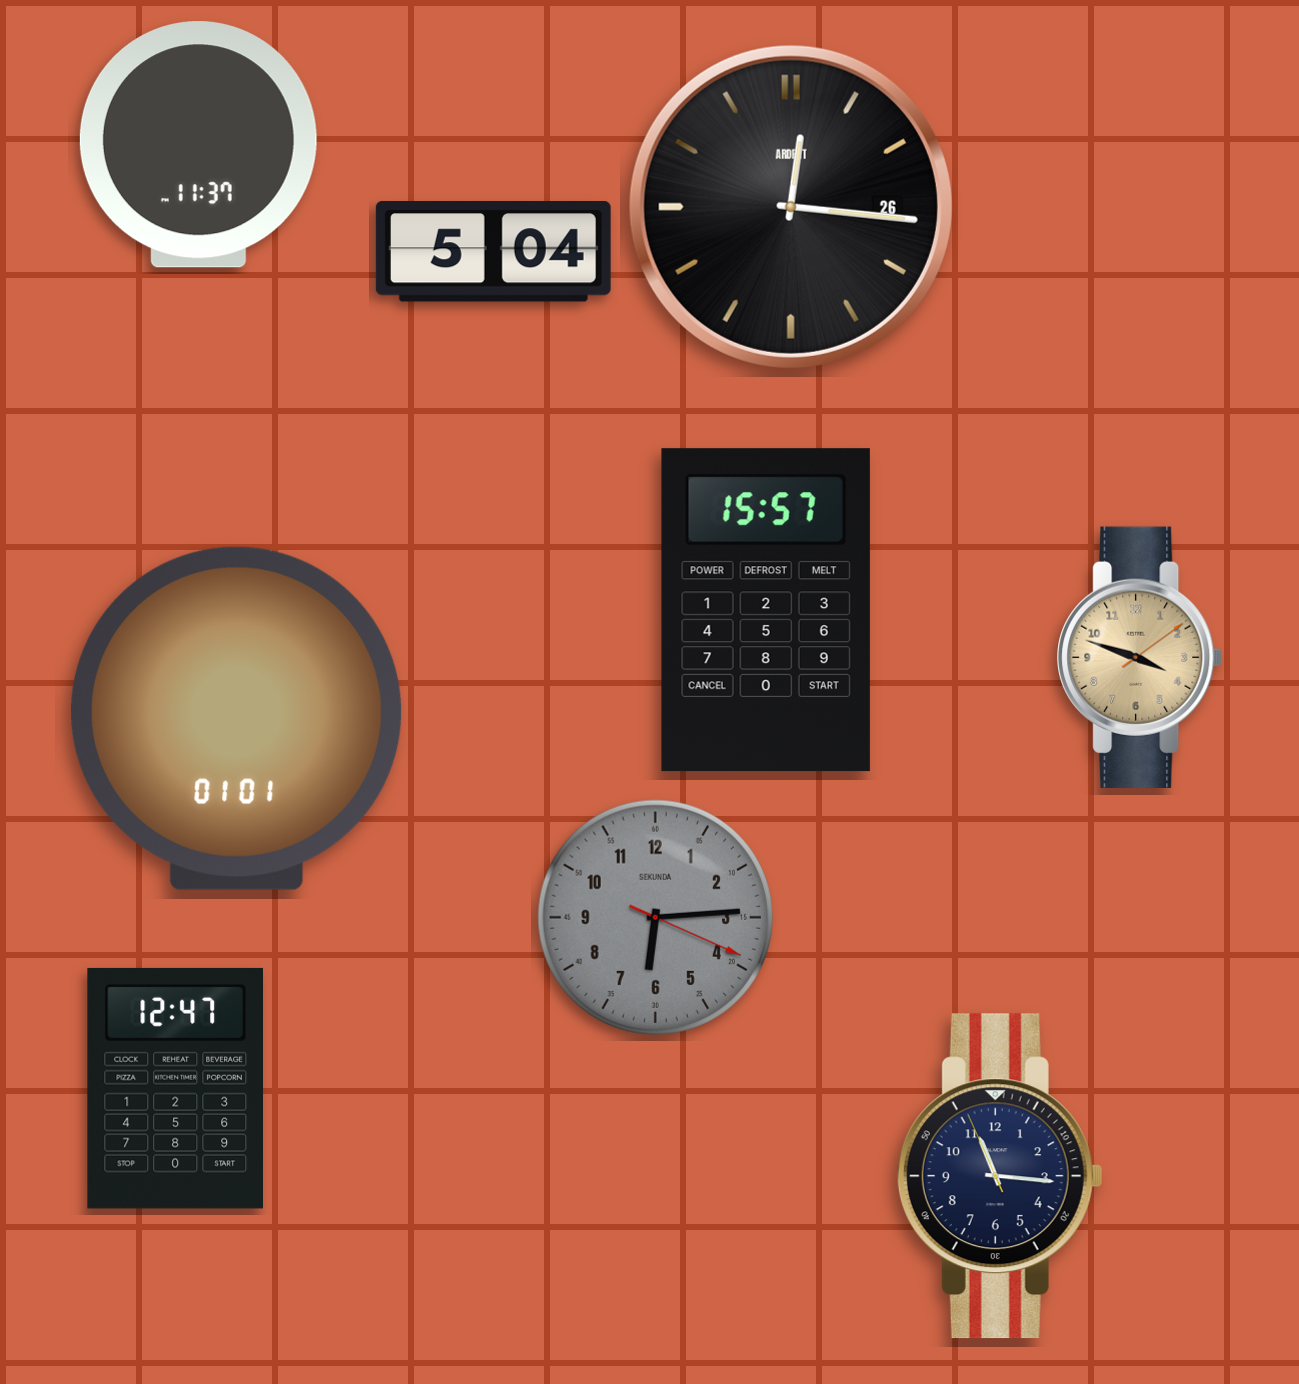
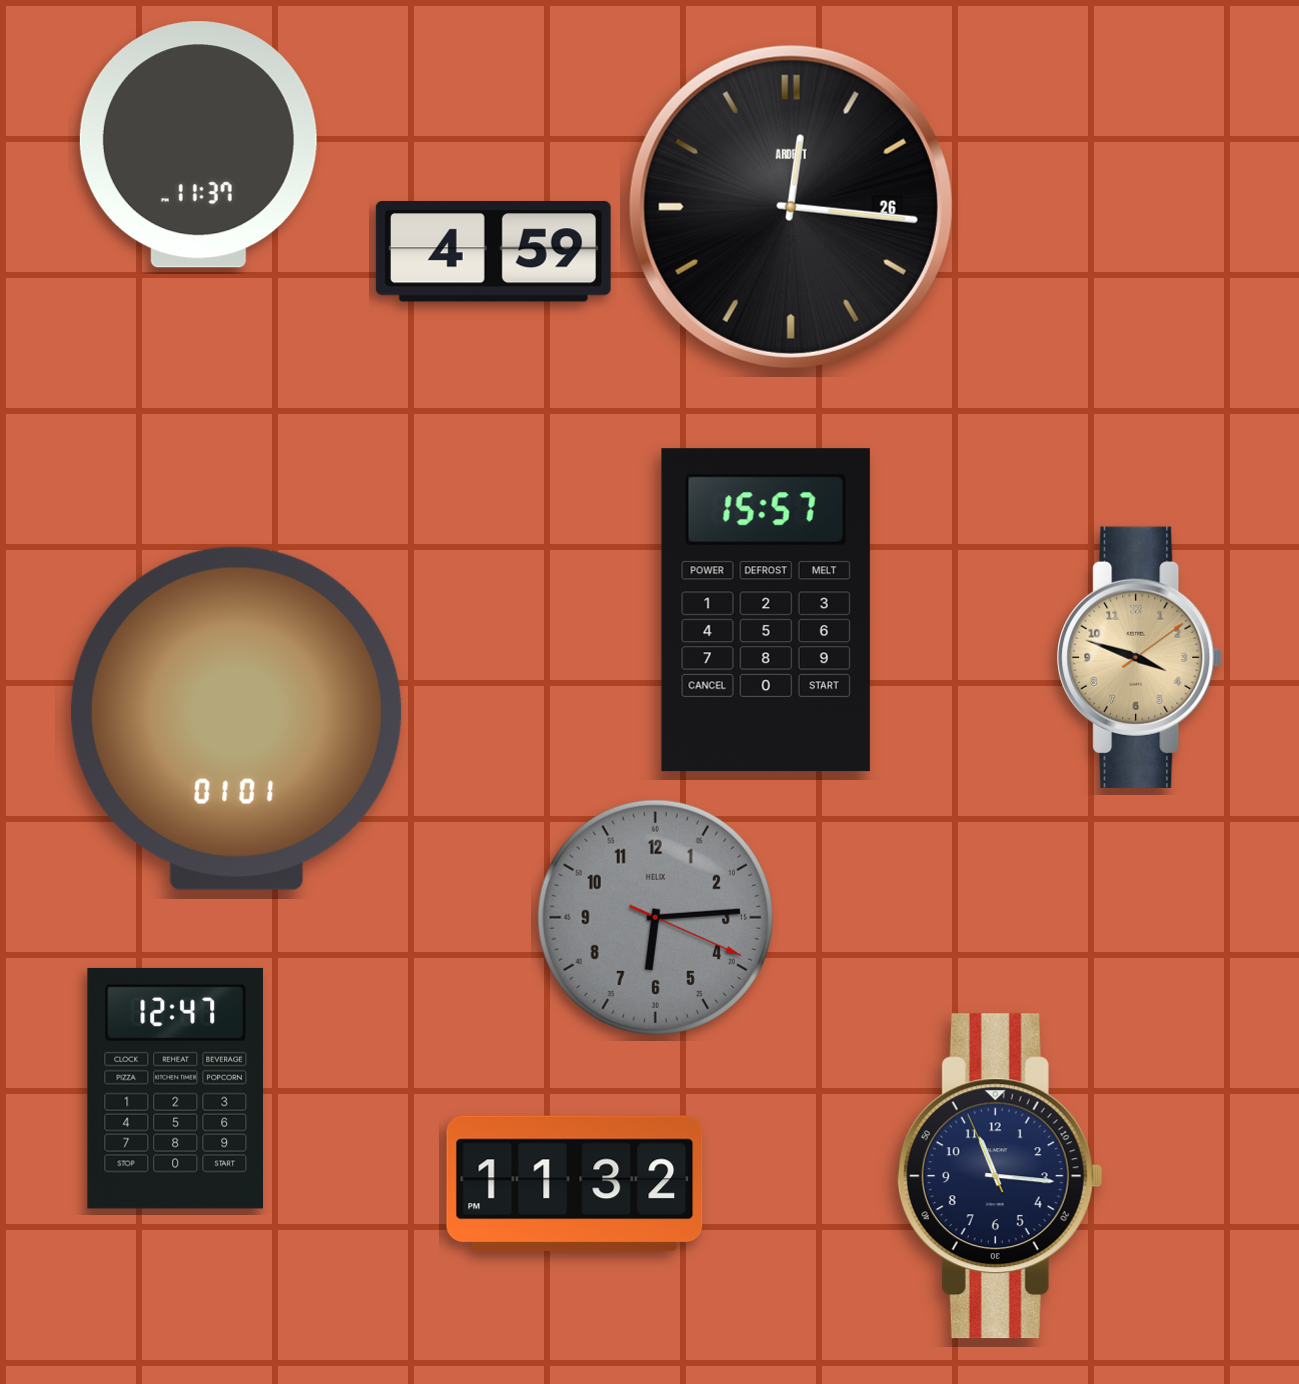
clock at (493, 251): 5:04 -> 4:59
clock at (655, 917) brand: SEKUNDA -> HELIX
clock at (575, 1184): none -> 11:32
